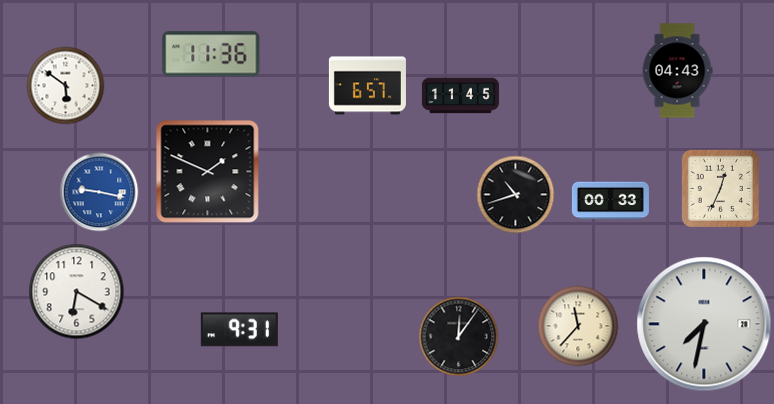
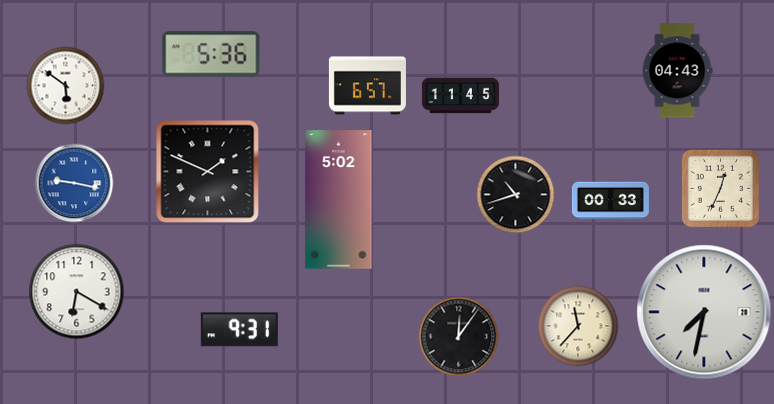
clock at (211, 54): 11:36 -> 5:36
clock at (99, 192) position: (99, 192) -> (74, 183)
clock at (339, 200): none -> 5:02
clock at (704, 324) position: (704, 324) -> (704, 312)
